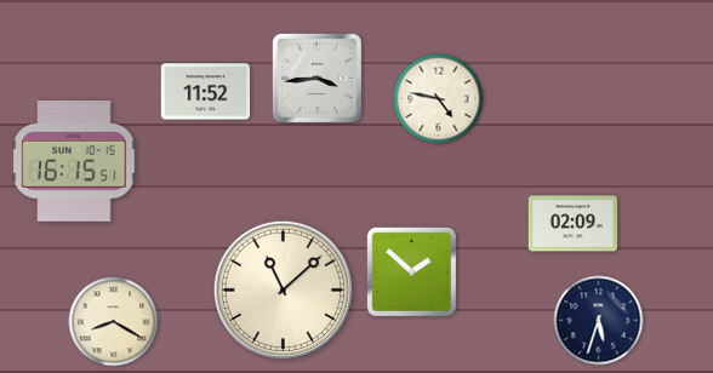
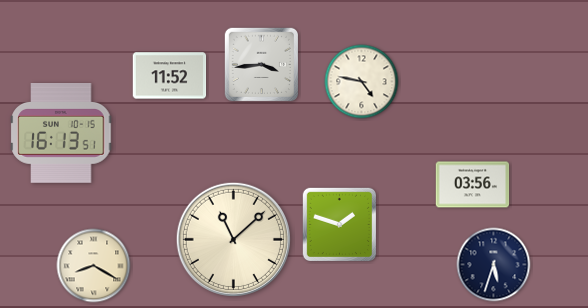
clock at (74, 162): 16:15 -> 16:13
clock at (574, 224): 02:09 -> 03:56
clock at (411, 271): 1:52 -> 1:48
